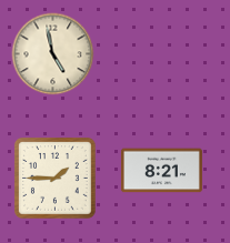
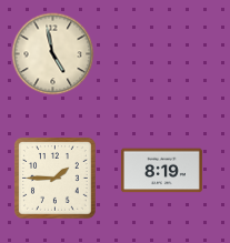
clock at (161, 171): 8:21 -> 8:19
